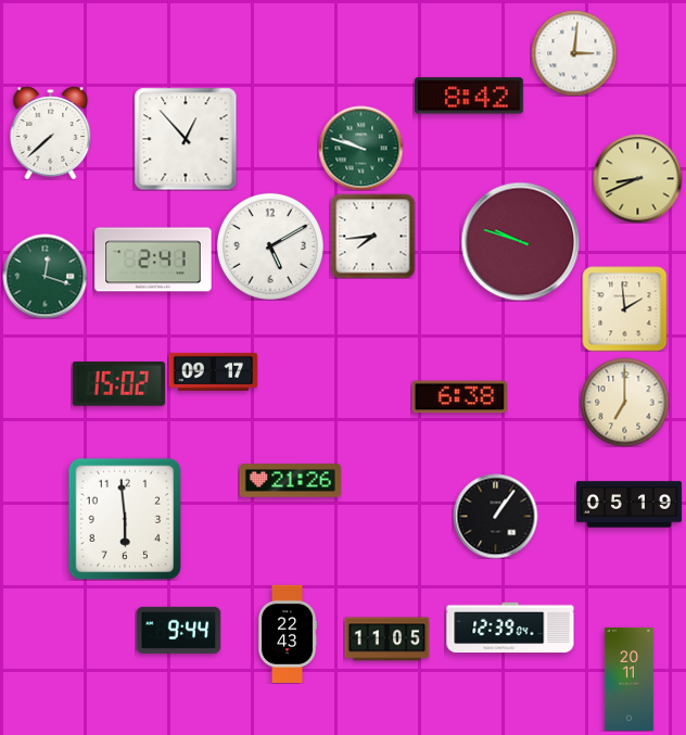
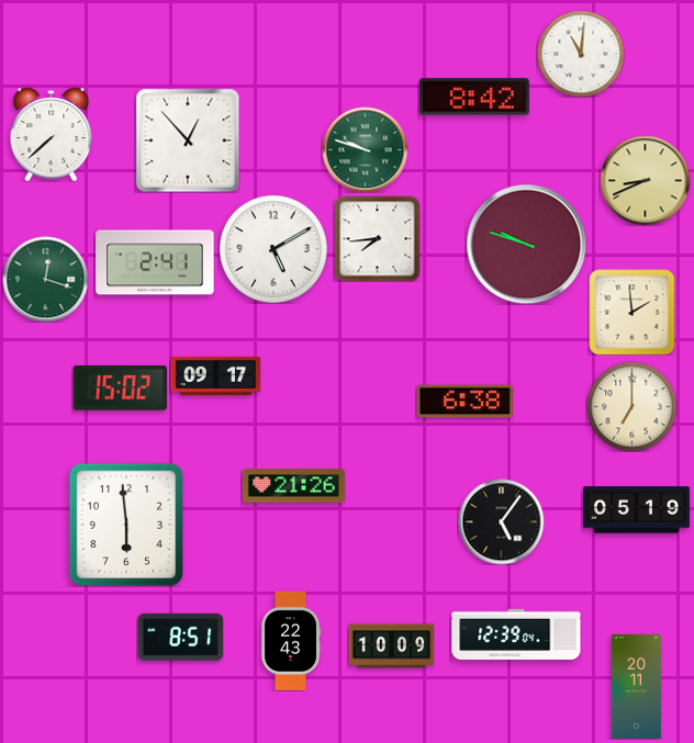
clock at (574, 53): 3:01 -> 11:01
clock at (495, 516): 1:06 -> 5:06
clock at (178, 630): 9:44 -> 8:51
clock at (386, 639): 11:05 -> 10:09
